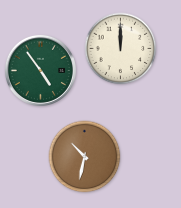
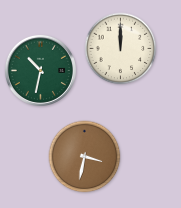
clock at (40, 70): 4:54 -> 10:32
clock at (85, 157): 10:32 -> 3:32
